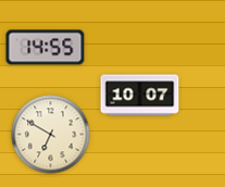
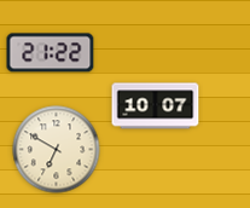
clock at (46, 48): 14:55 -> 21:22
